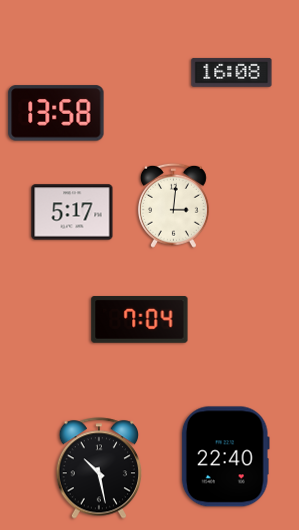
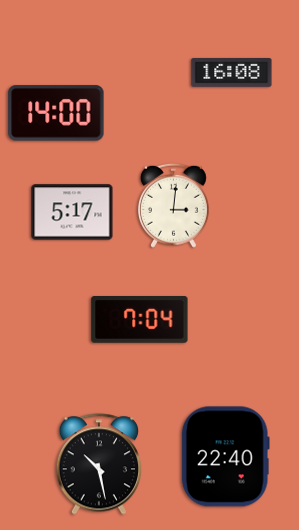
clock at (56, 113): 13:58 -> 14:00
clock at (99, 468) position: (99, 468) -> (99, 464)
